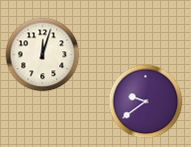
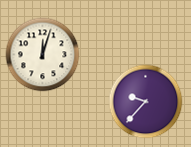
clock at (146, 102): 9:39 -> 9:37
